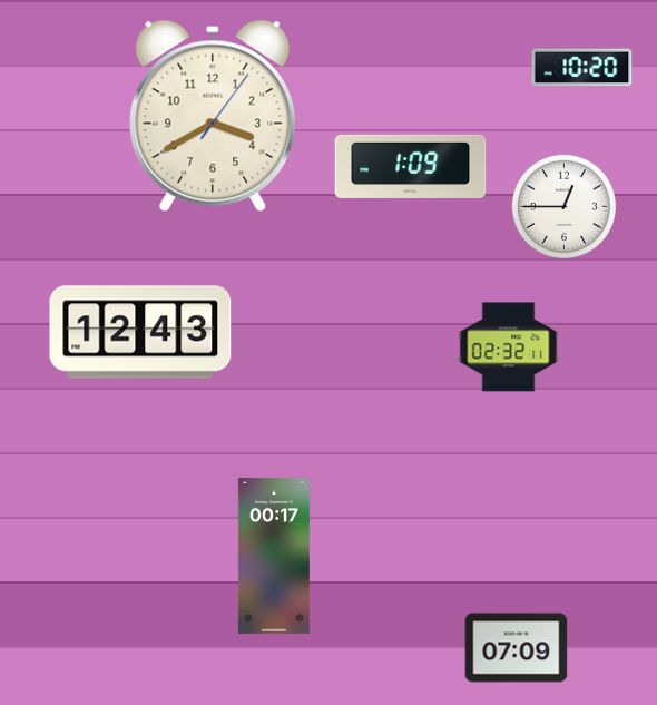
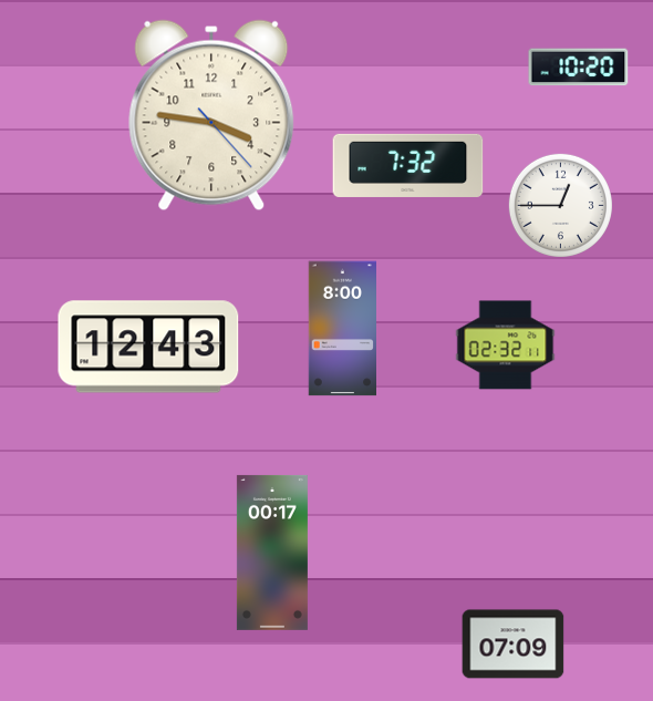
clock at (213, 116): 3:40 -> 3:46
clock at (411, 166): 1:09 -> 7:32
clock at (343, 329): none -> 8:00
clock at (140, 332) position: (140, 332) -> (148, 347)
